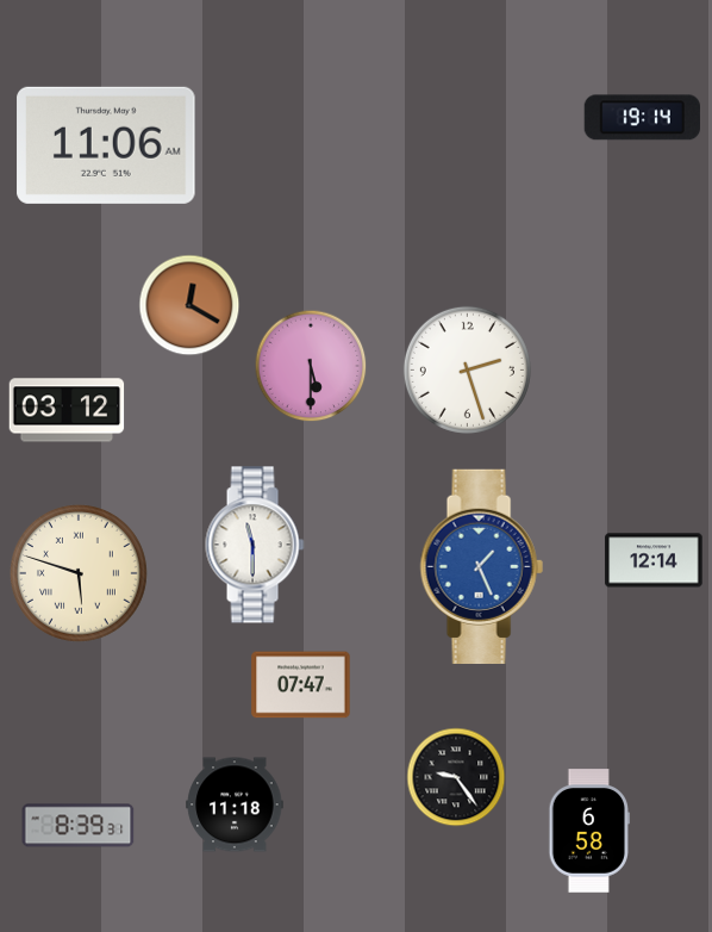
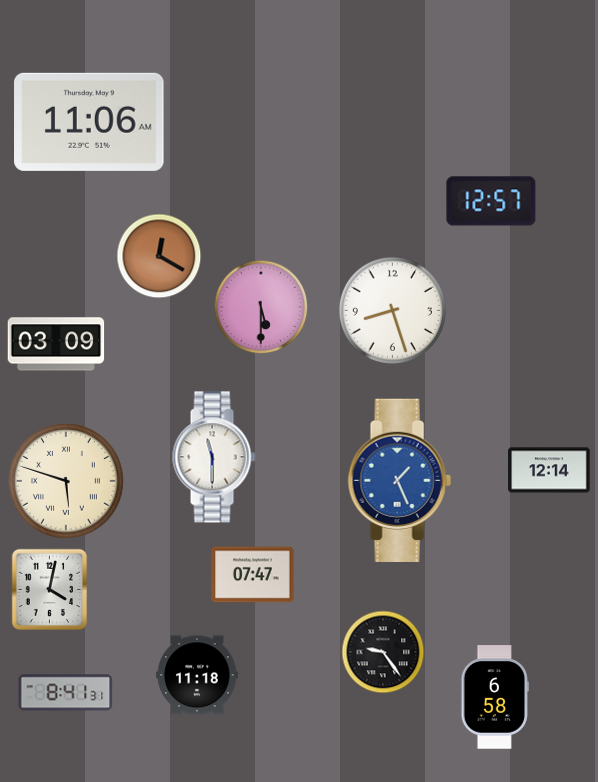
clock at (642, 118): 19:14 -> none
clock at (491, 201): none -> 12:57
clock at (467, 369): 2:27 -> 8:27
clock at (67, 410): 03:12 -> 03:09
clock at (481, 566) position: (481, 566) -> (399, 480)
clock at (50, 590): none -> 4:02
clock at (79, 826): 8:39 -> 8:41
